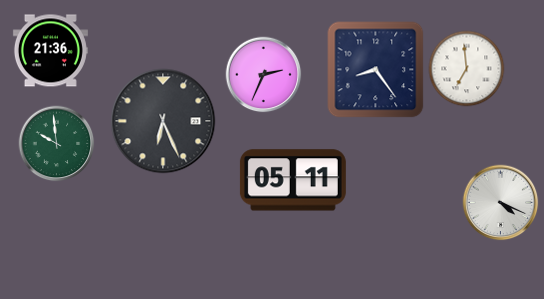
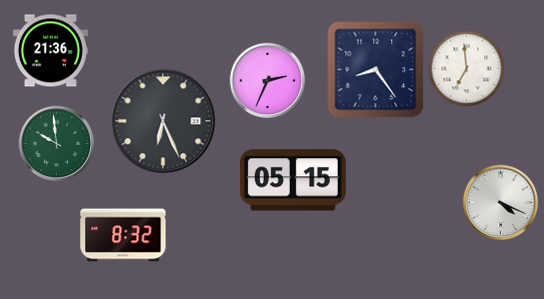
clock at (264, 75) position: (264, 75) -> (268, 81)
clock at (293, 180): 05:11 -> 05:15
clock at (123, 235): none -> 8:32
